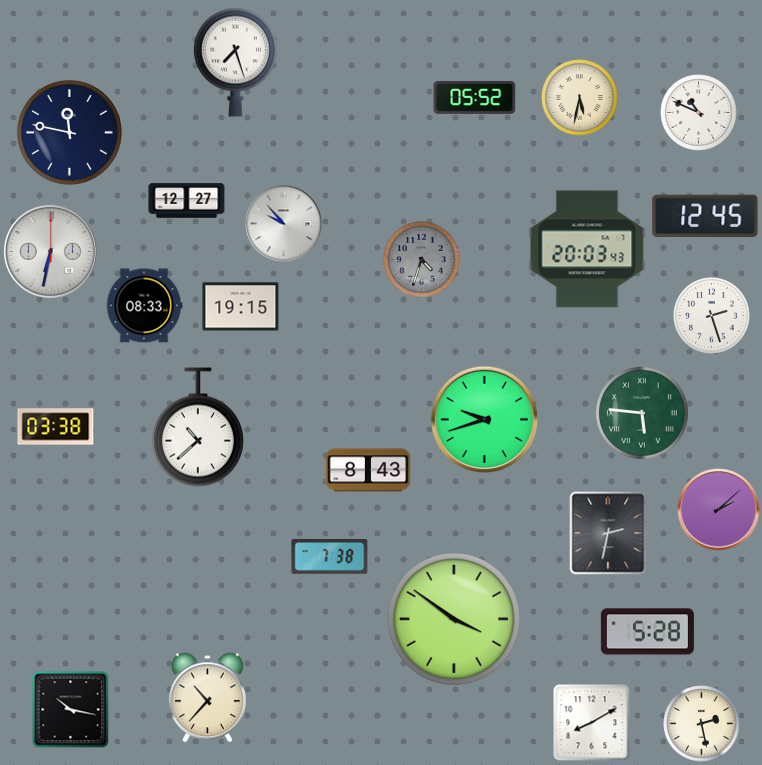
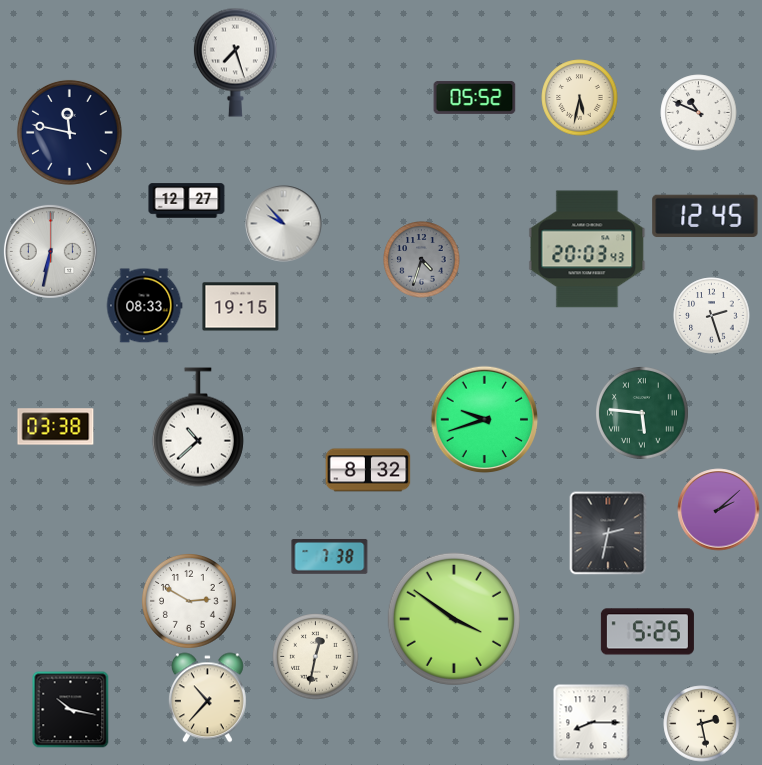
clock at (368, 470): 8:43 -> 8:32
clock at (190, 602): none -> 2:50
clock at (647, 632): 5:28 -> 5:25
clock at (316, 657): none -> 12:32
clock at (592, 723): 8:10 -> 8:15
